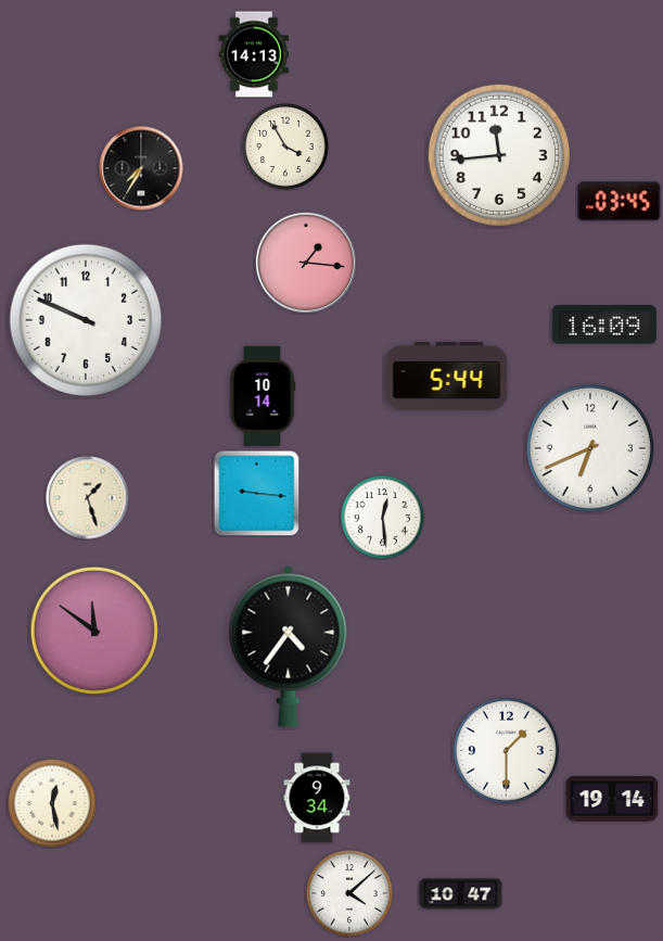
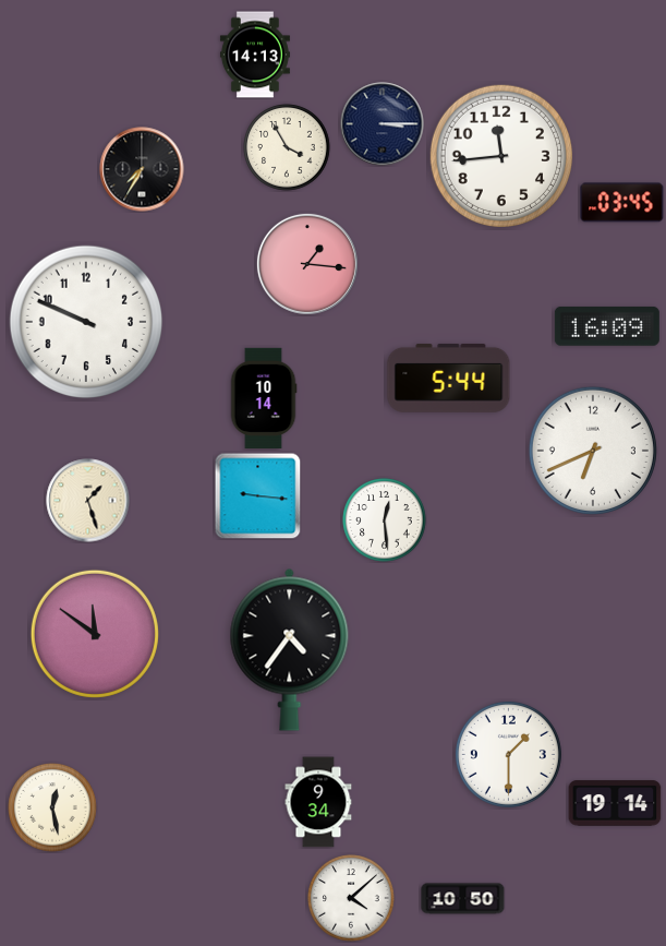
clock at (383, 124): none -> 3:15
clock at (461, 894): 10:47 -> 10:50
